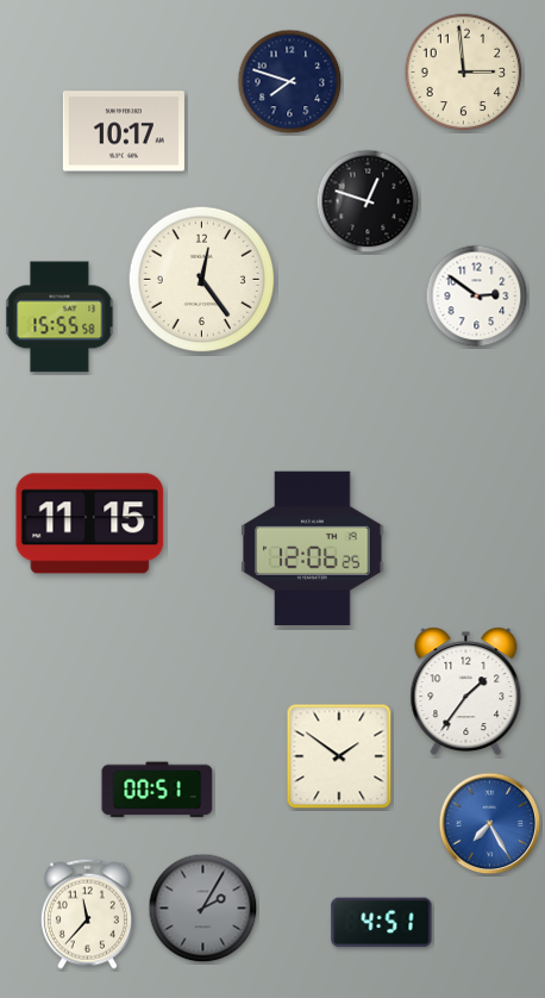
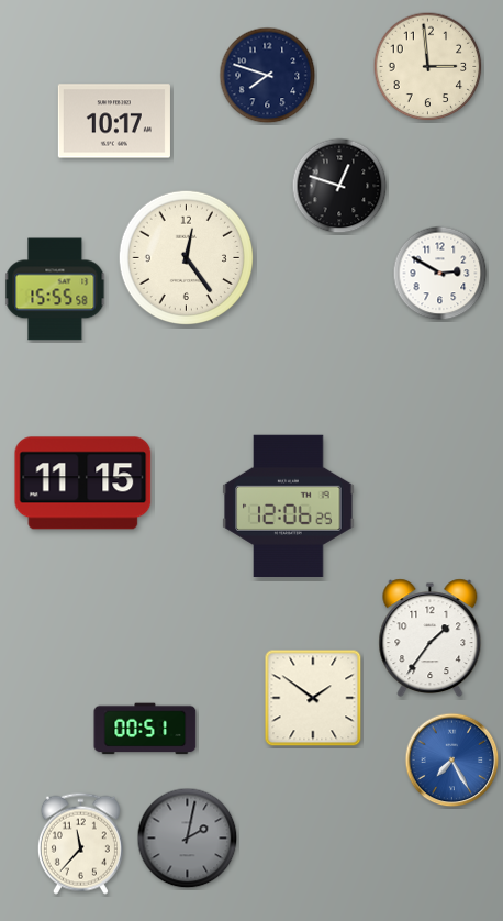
clock at (477, 297): 2:51 -> 2:50
clock at (59, 317) position: (59, 317) -> (55, 289)
clock at (203, 909): 2:05 -> 2:02
clock at (382, 923): 4:51 -> none
